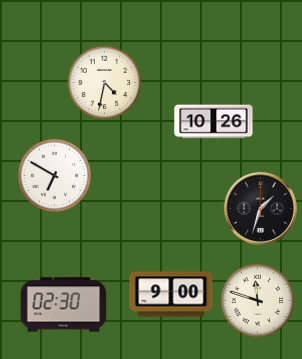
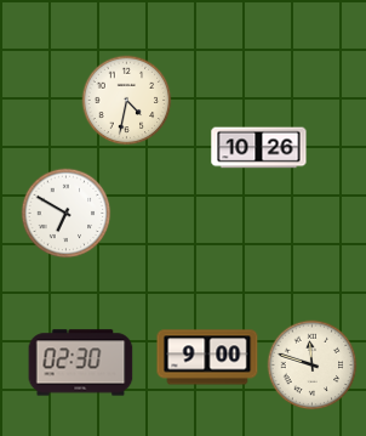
clock at (260, 208): 1:33 -> none
clock at (64, 305) position: (64, 305) -> (81, 363)
